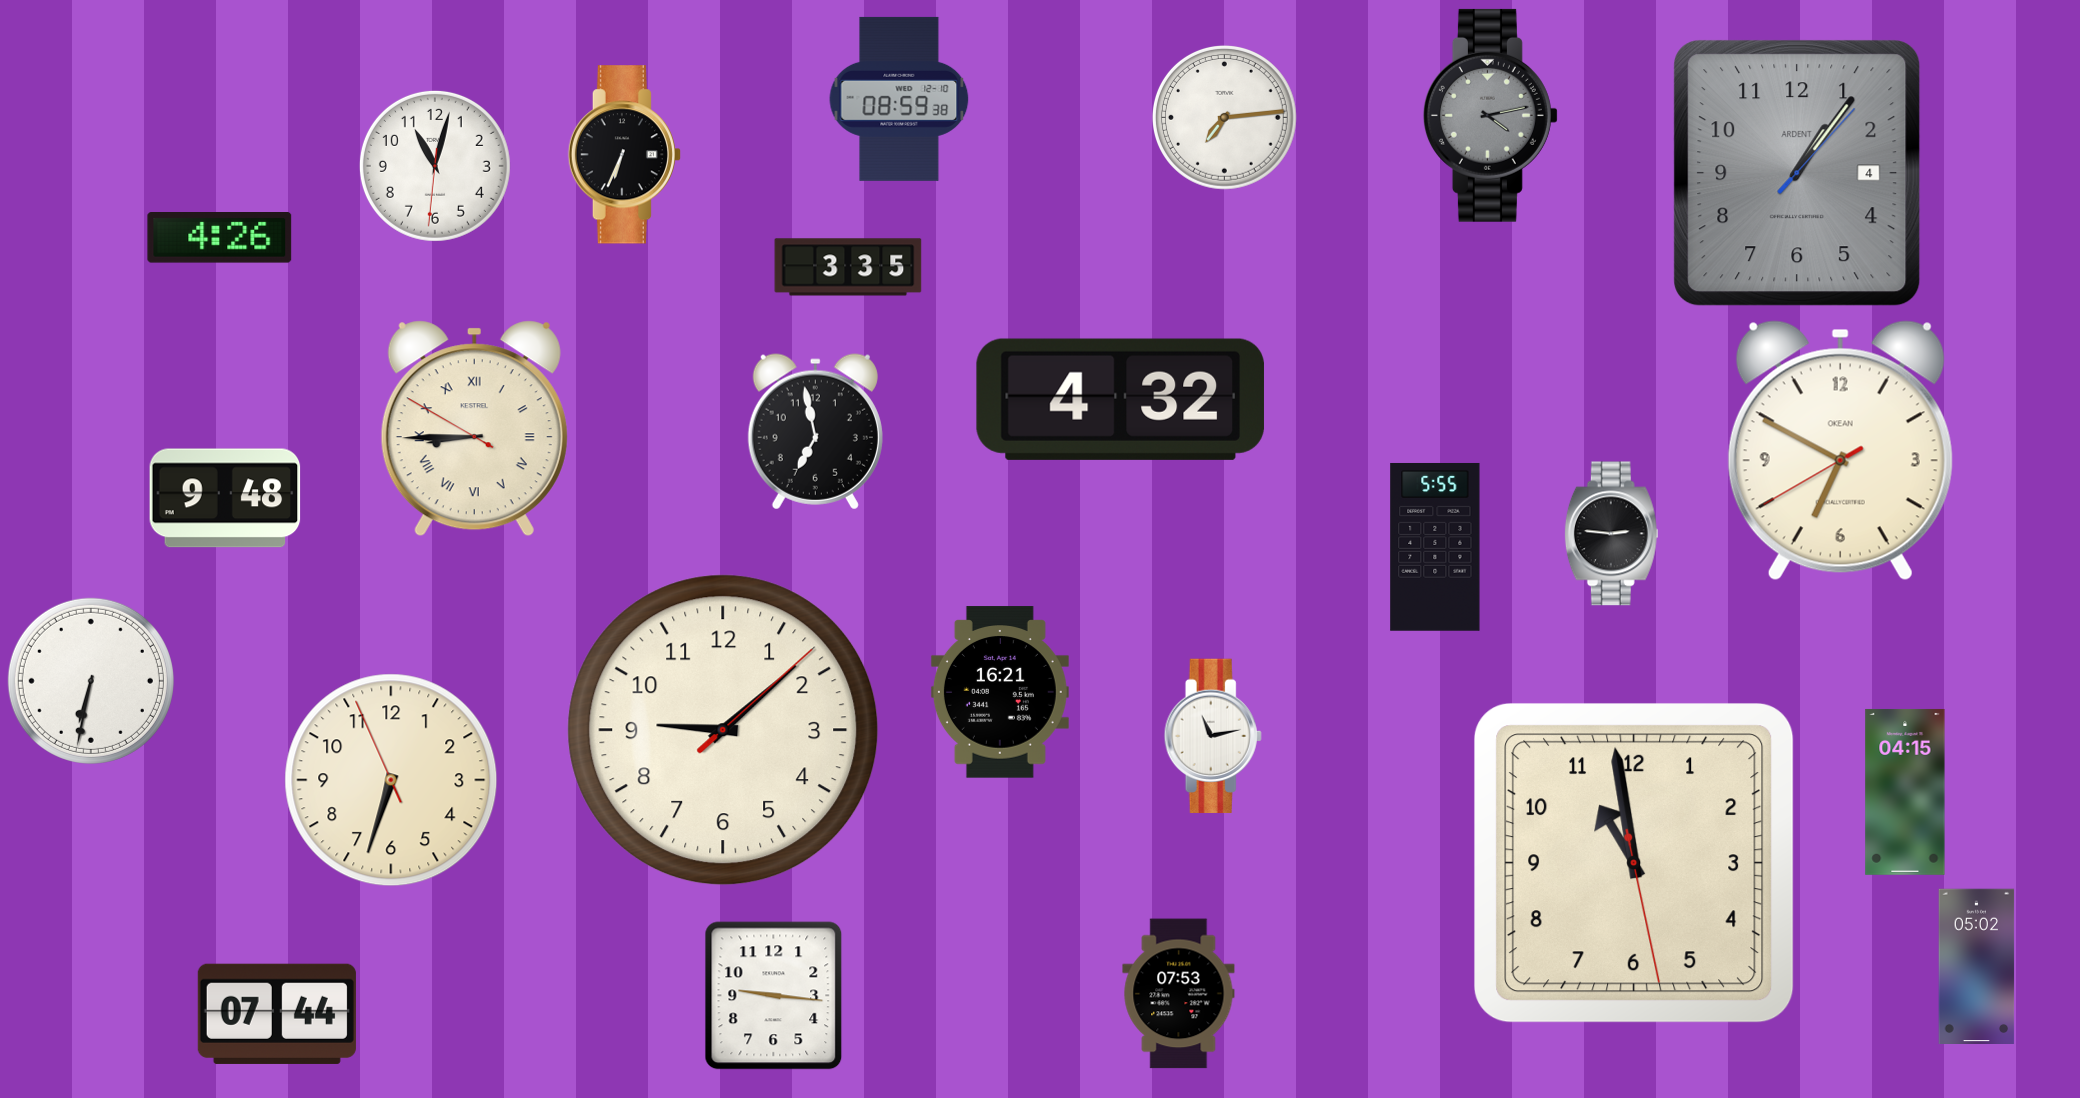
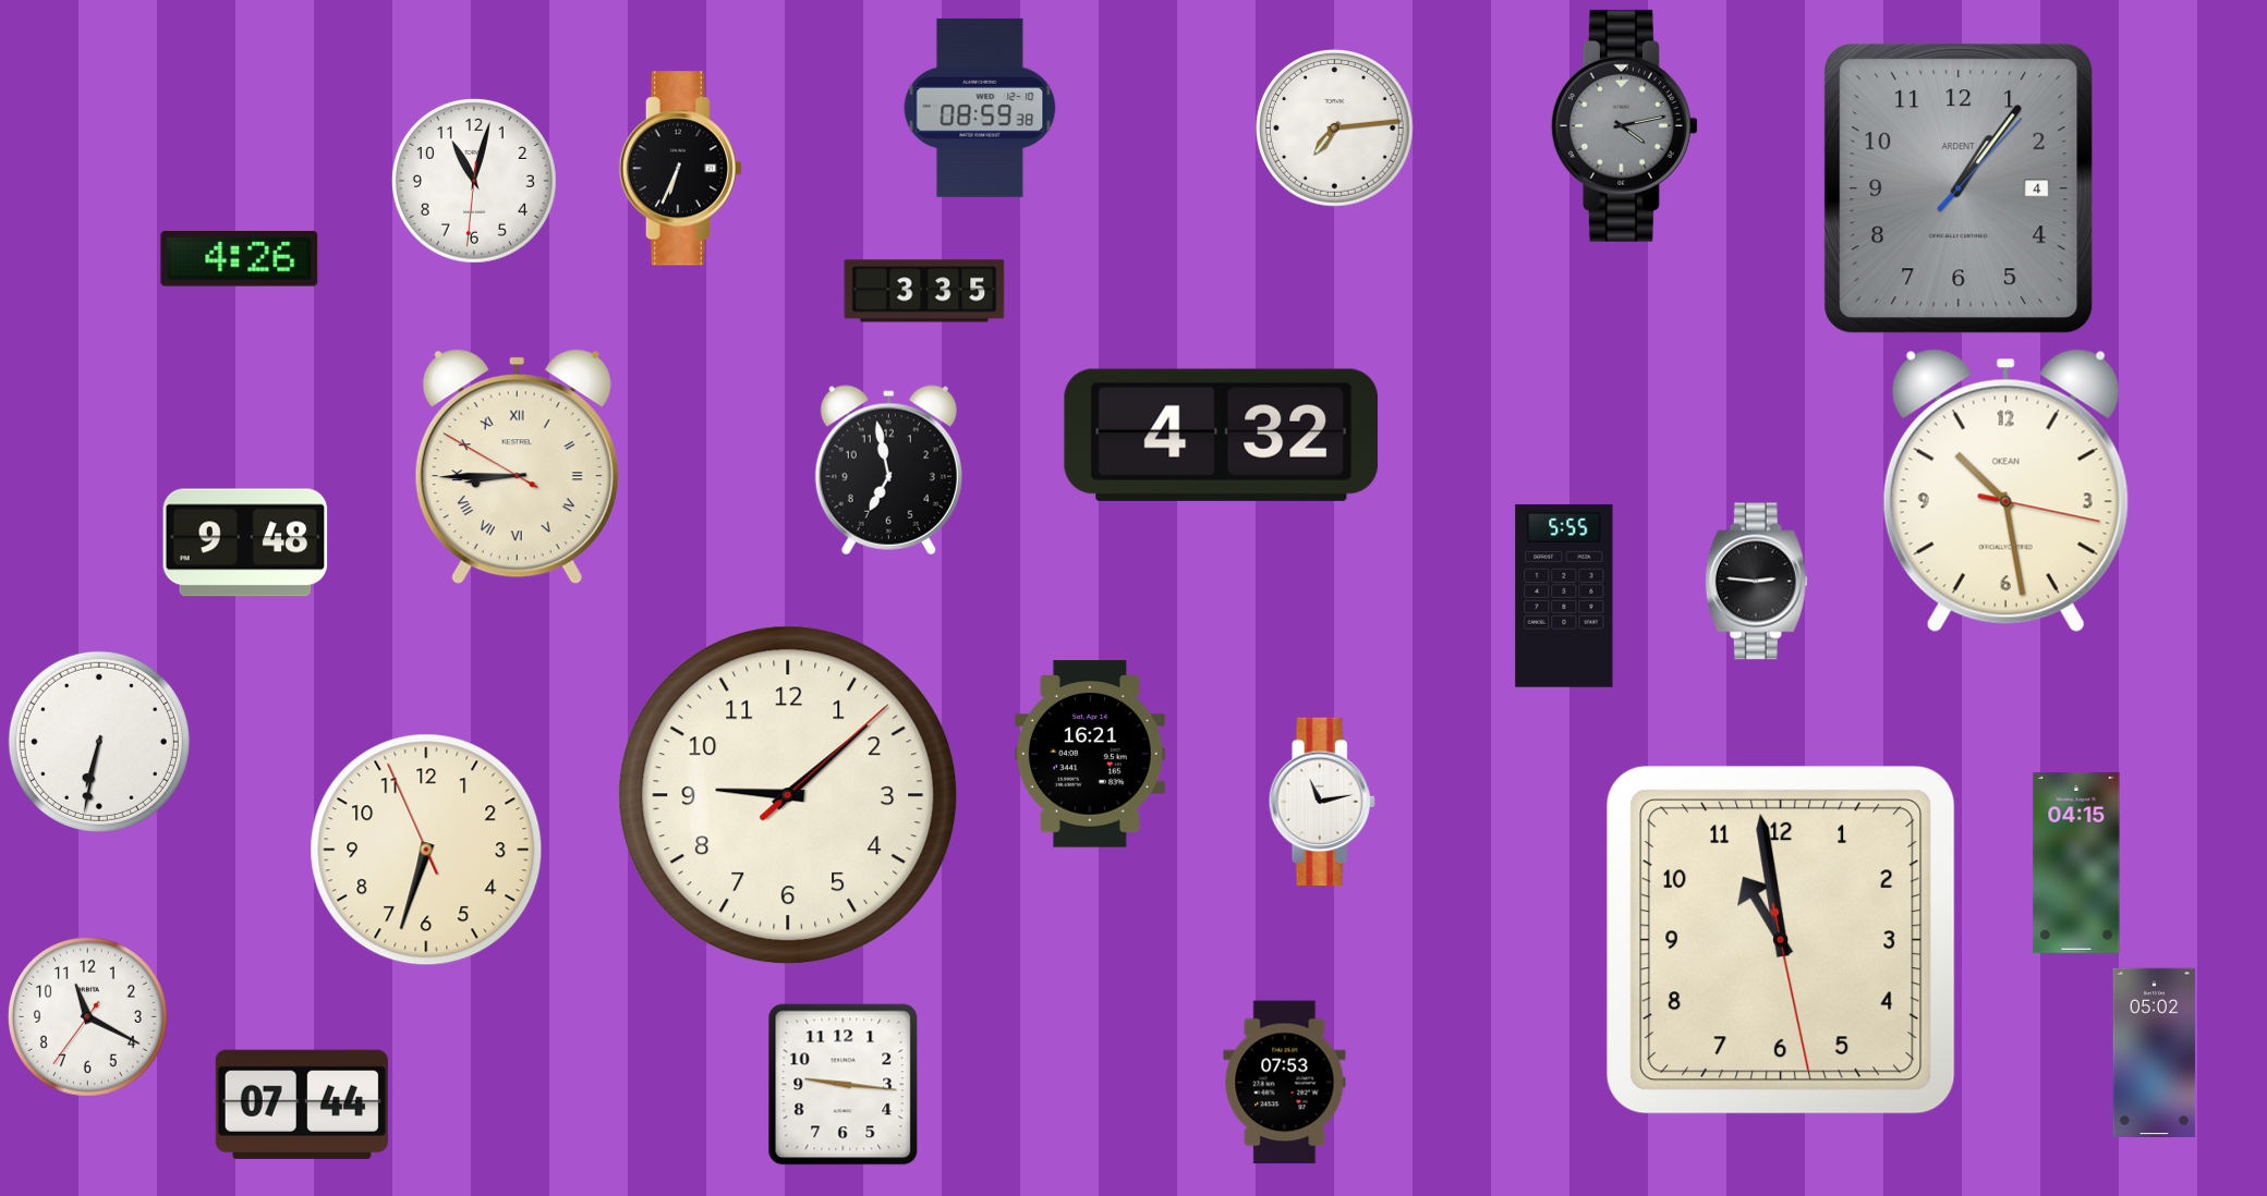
clock at (1840, 451): 6:49 -> 10:28
clock at (87, 1016): none -> 11:19
